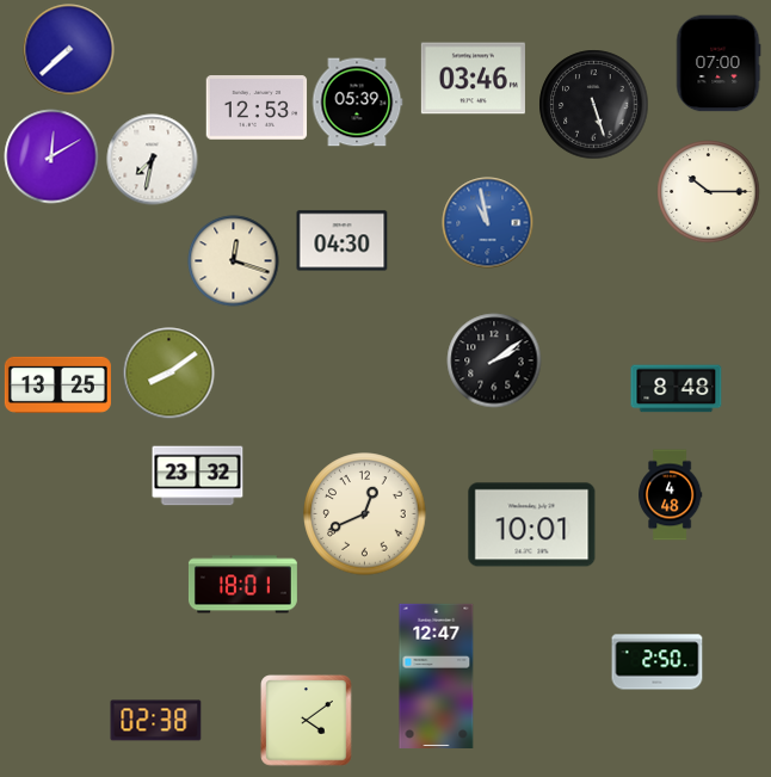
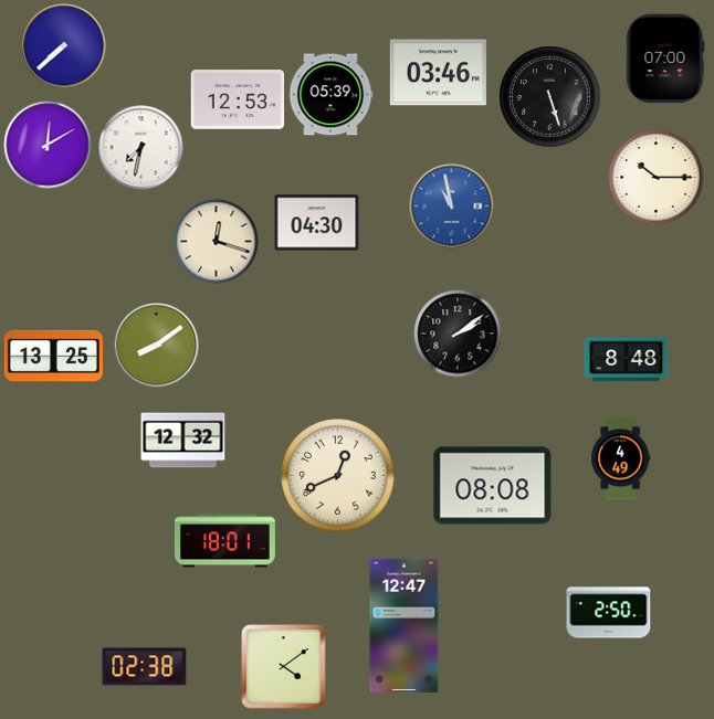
clock at (198, 476): 23:32 -> 12:32
clock at (670, 495): 4:48 -> 4:49
clock at (532, 525): 10:01 -> 08:08
